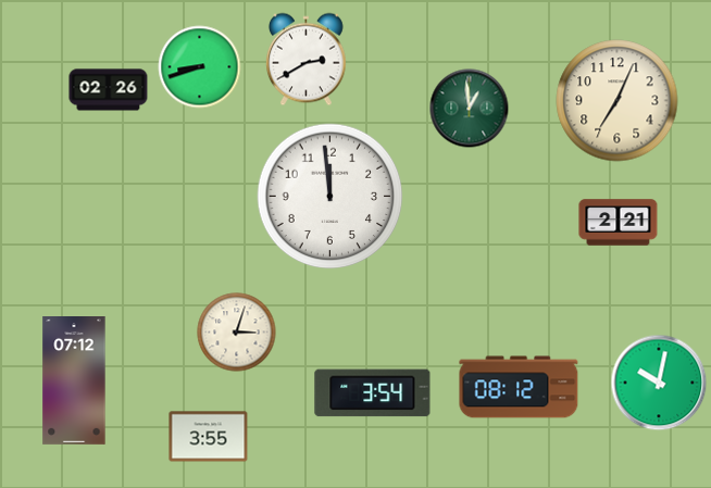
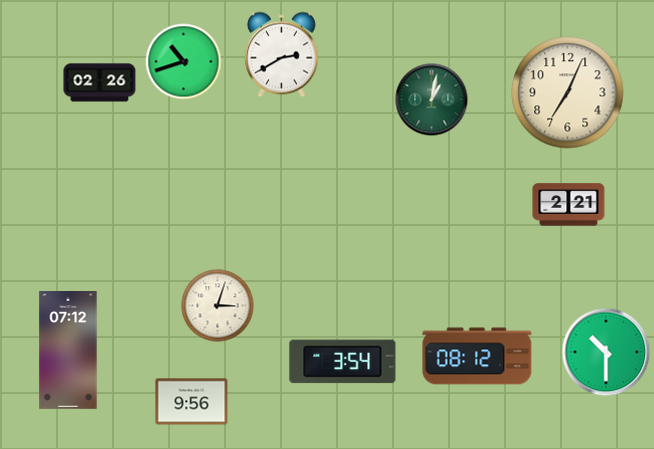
clock at (200, 67): 8:42 -> 10:42
clock at (470, 109): 12:59 -> 1:02
clock at (330, 197): 11:59 -> none
clock at (659, 383): 10:02 -> 10:30
clock at (209, 437): 3:55 -> 9:56
